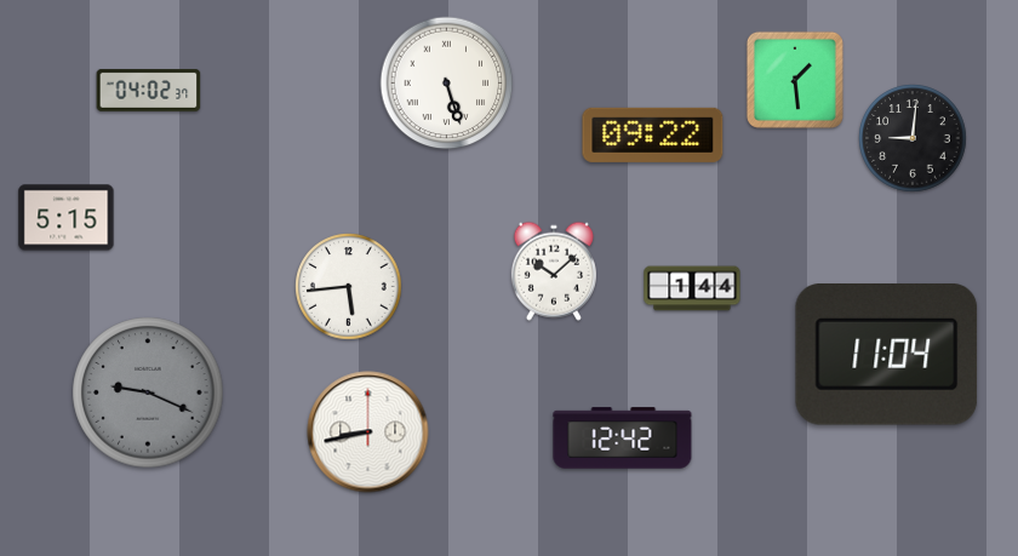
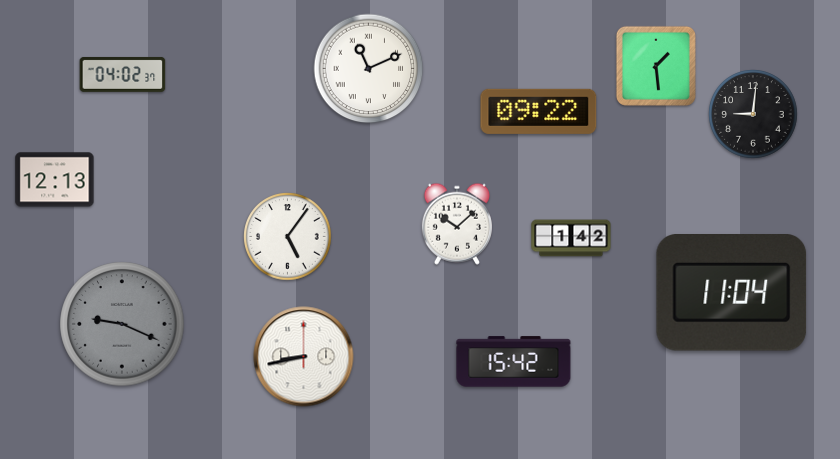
clock at (447, 84): 5:27 -> 11:11
clock at (67, 218): 5:15 -> 12:13
clock at (349, 287): 5:44 -> 5:06
clock at (692, 288): 1:44 -> 1:42
clock at (623, 439): 12:42 -> 15:42
